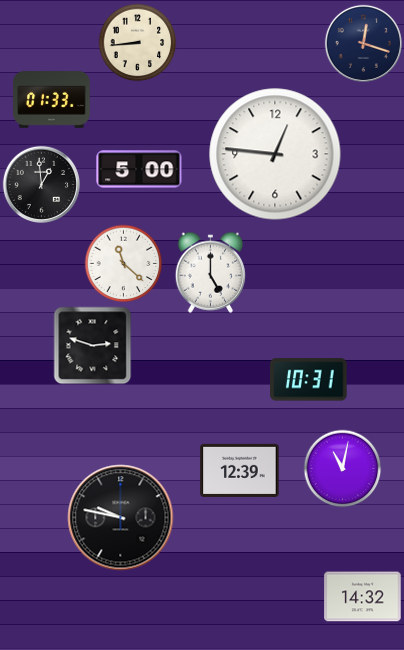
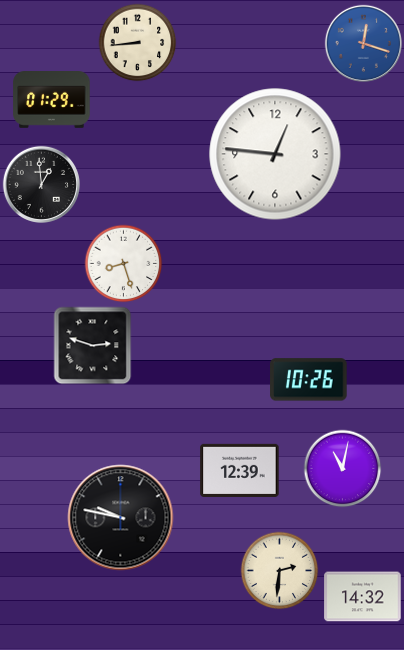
clock at (363, 43) dial: navy -> blue
clock at (52, 100): 01:33 -> 01:29
clock at (139, 169): 5:00 -> none
clock at (123, 263): 11:22 -> 8:27
clock at (211, 272): 5:00 -> none
clock at (309, 380): 10:31 -> 10:26
clock at (279, 570): none -> 2:31
